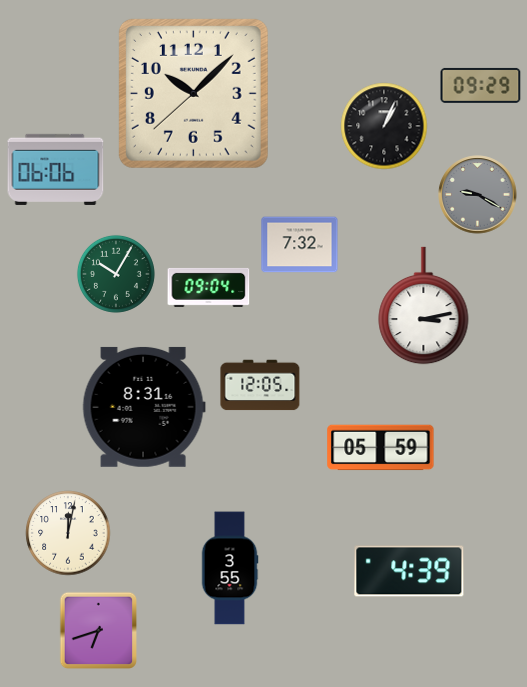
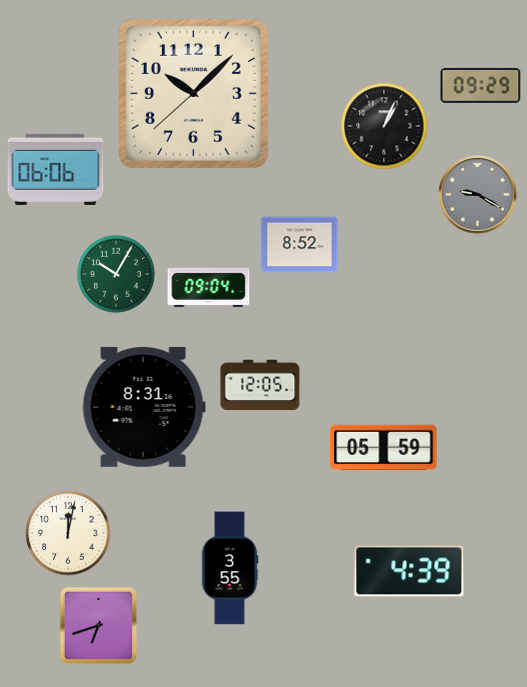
clock at (300, 245): 7:32 -> 8:52
clock at (424, 306): 3:13 -> none
clock at (381, 448) position: (381, 448) -> (384, 448)
clock at (99, 631) position: (99, 631) -> (99, 626)
